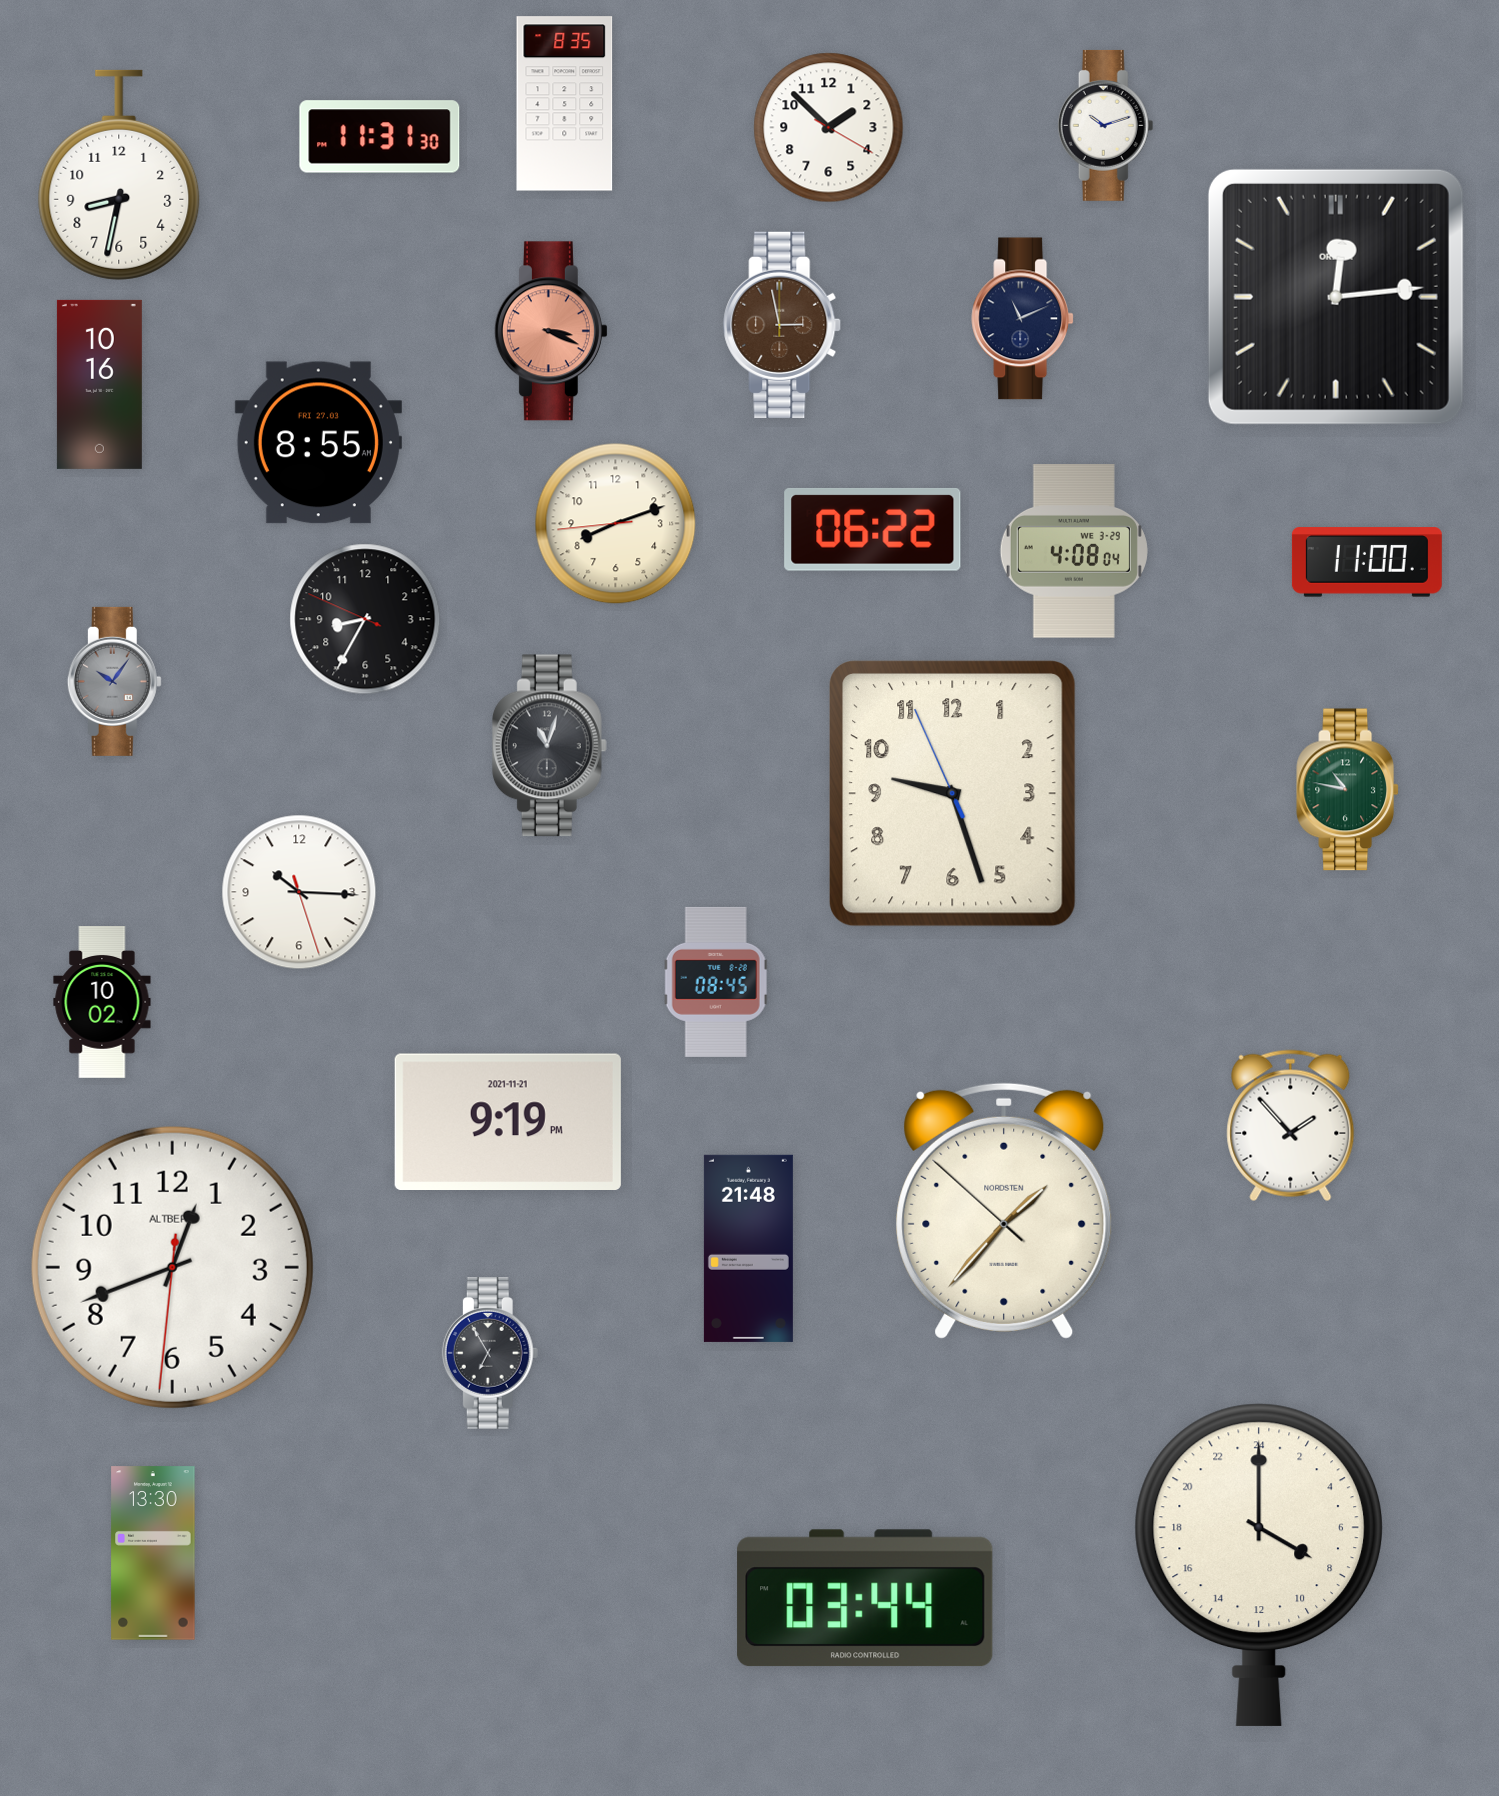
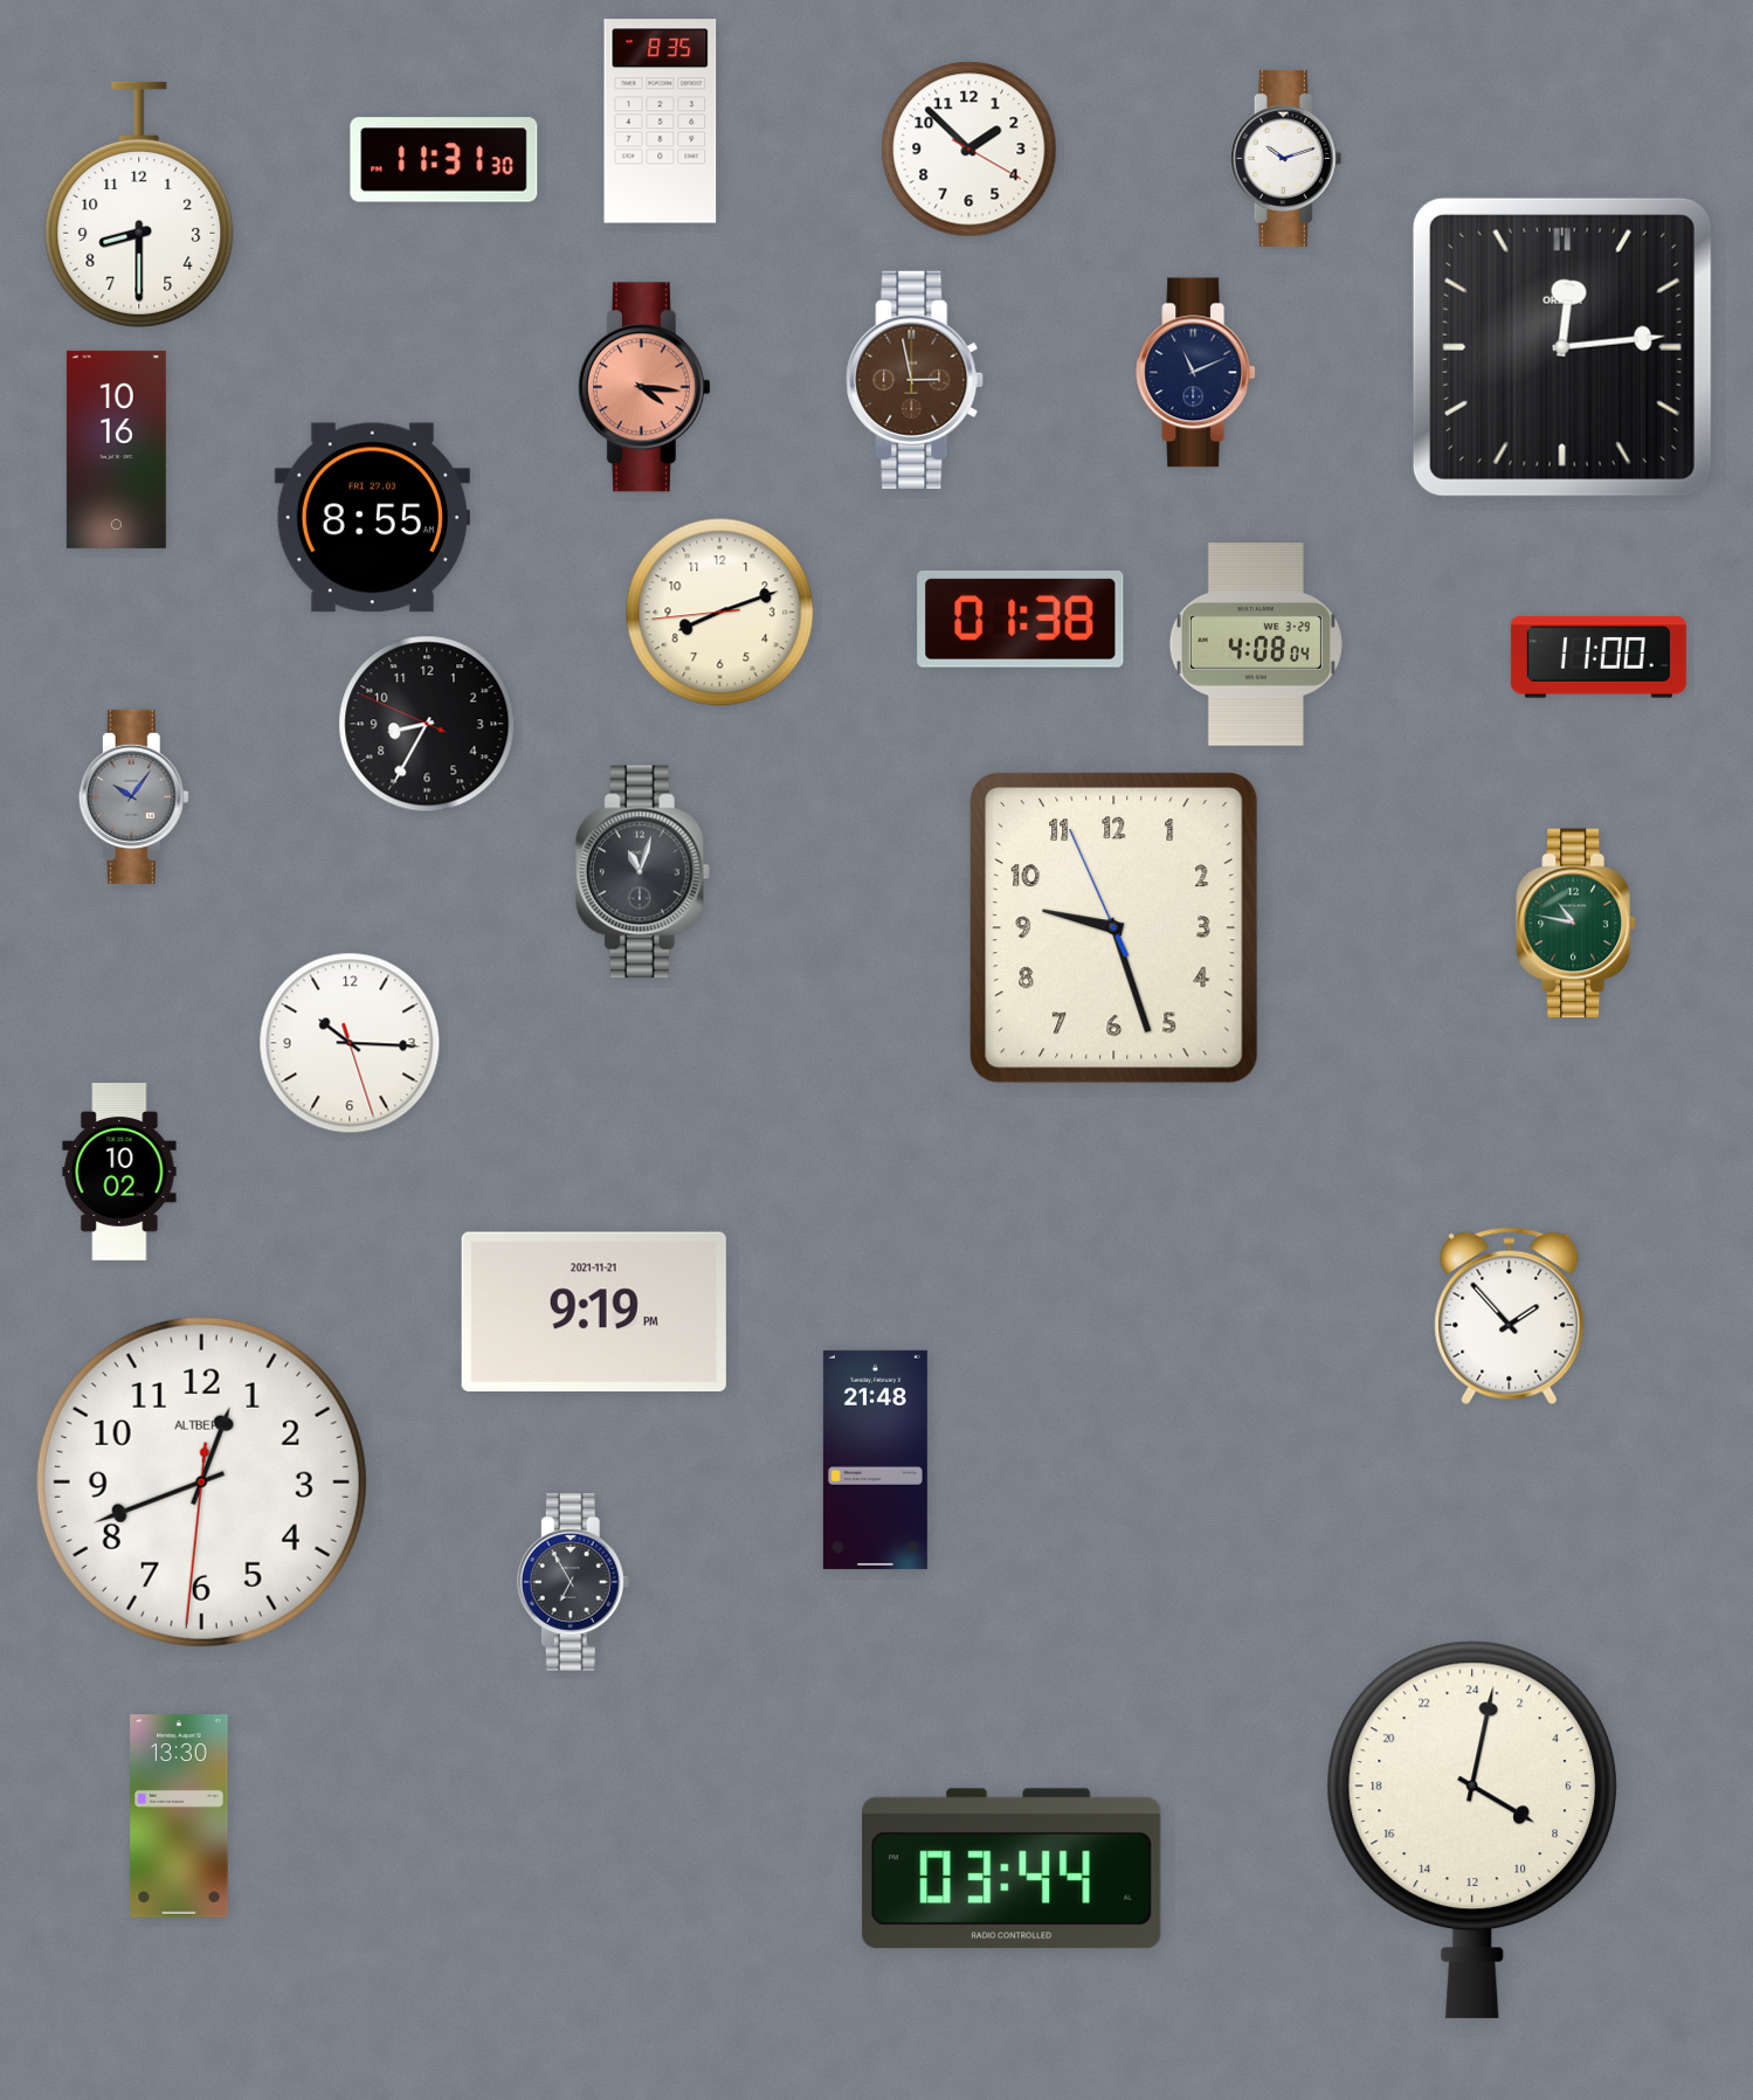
clock at (1106, 125) position: (1106, 125) -> (1286, 158)
clock at (119, 175): 8:32 -> 8:30
clock at (551, 331): 3:19 -> 4:16
clock at (873, 530): 06:22 -> 01:38
clock at (716, 982): 08:45 -> none
clock at (1004, 1211): 1:36 -> none
clock at (1258, 1565): 8:00 -> 8:02
